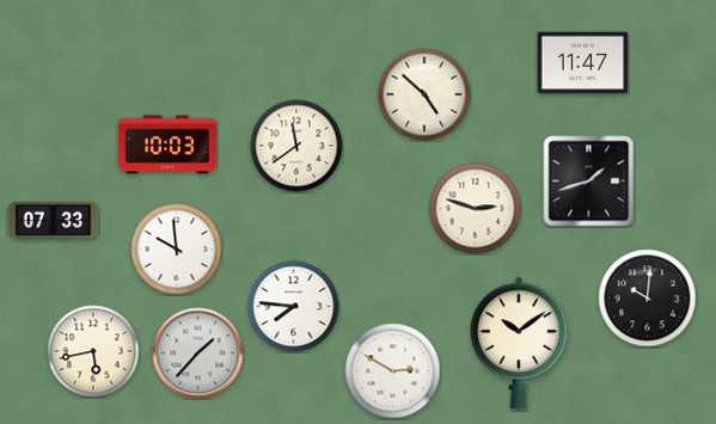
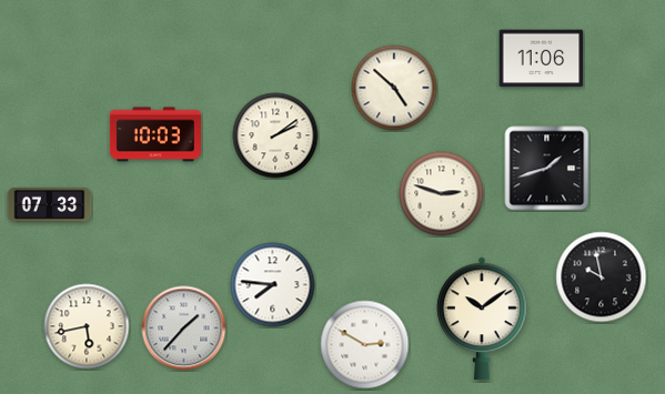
clock at (583, 63): 11:47 -> 11:06
clock at (296, 146): 11:39 -> 2:09
clock at (177, 250): 9:59 -> none
clock at (648, 299): 10:01 -> 9:58
